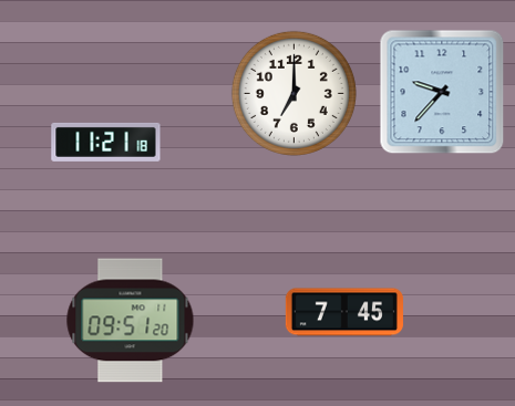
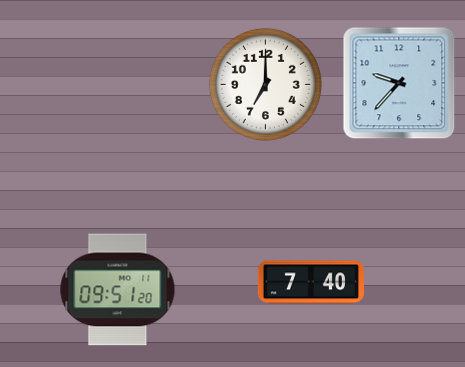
clock at (106, 142): 11:21 -> none
clock at (344, 312): 7:45 -> 7:40
